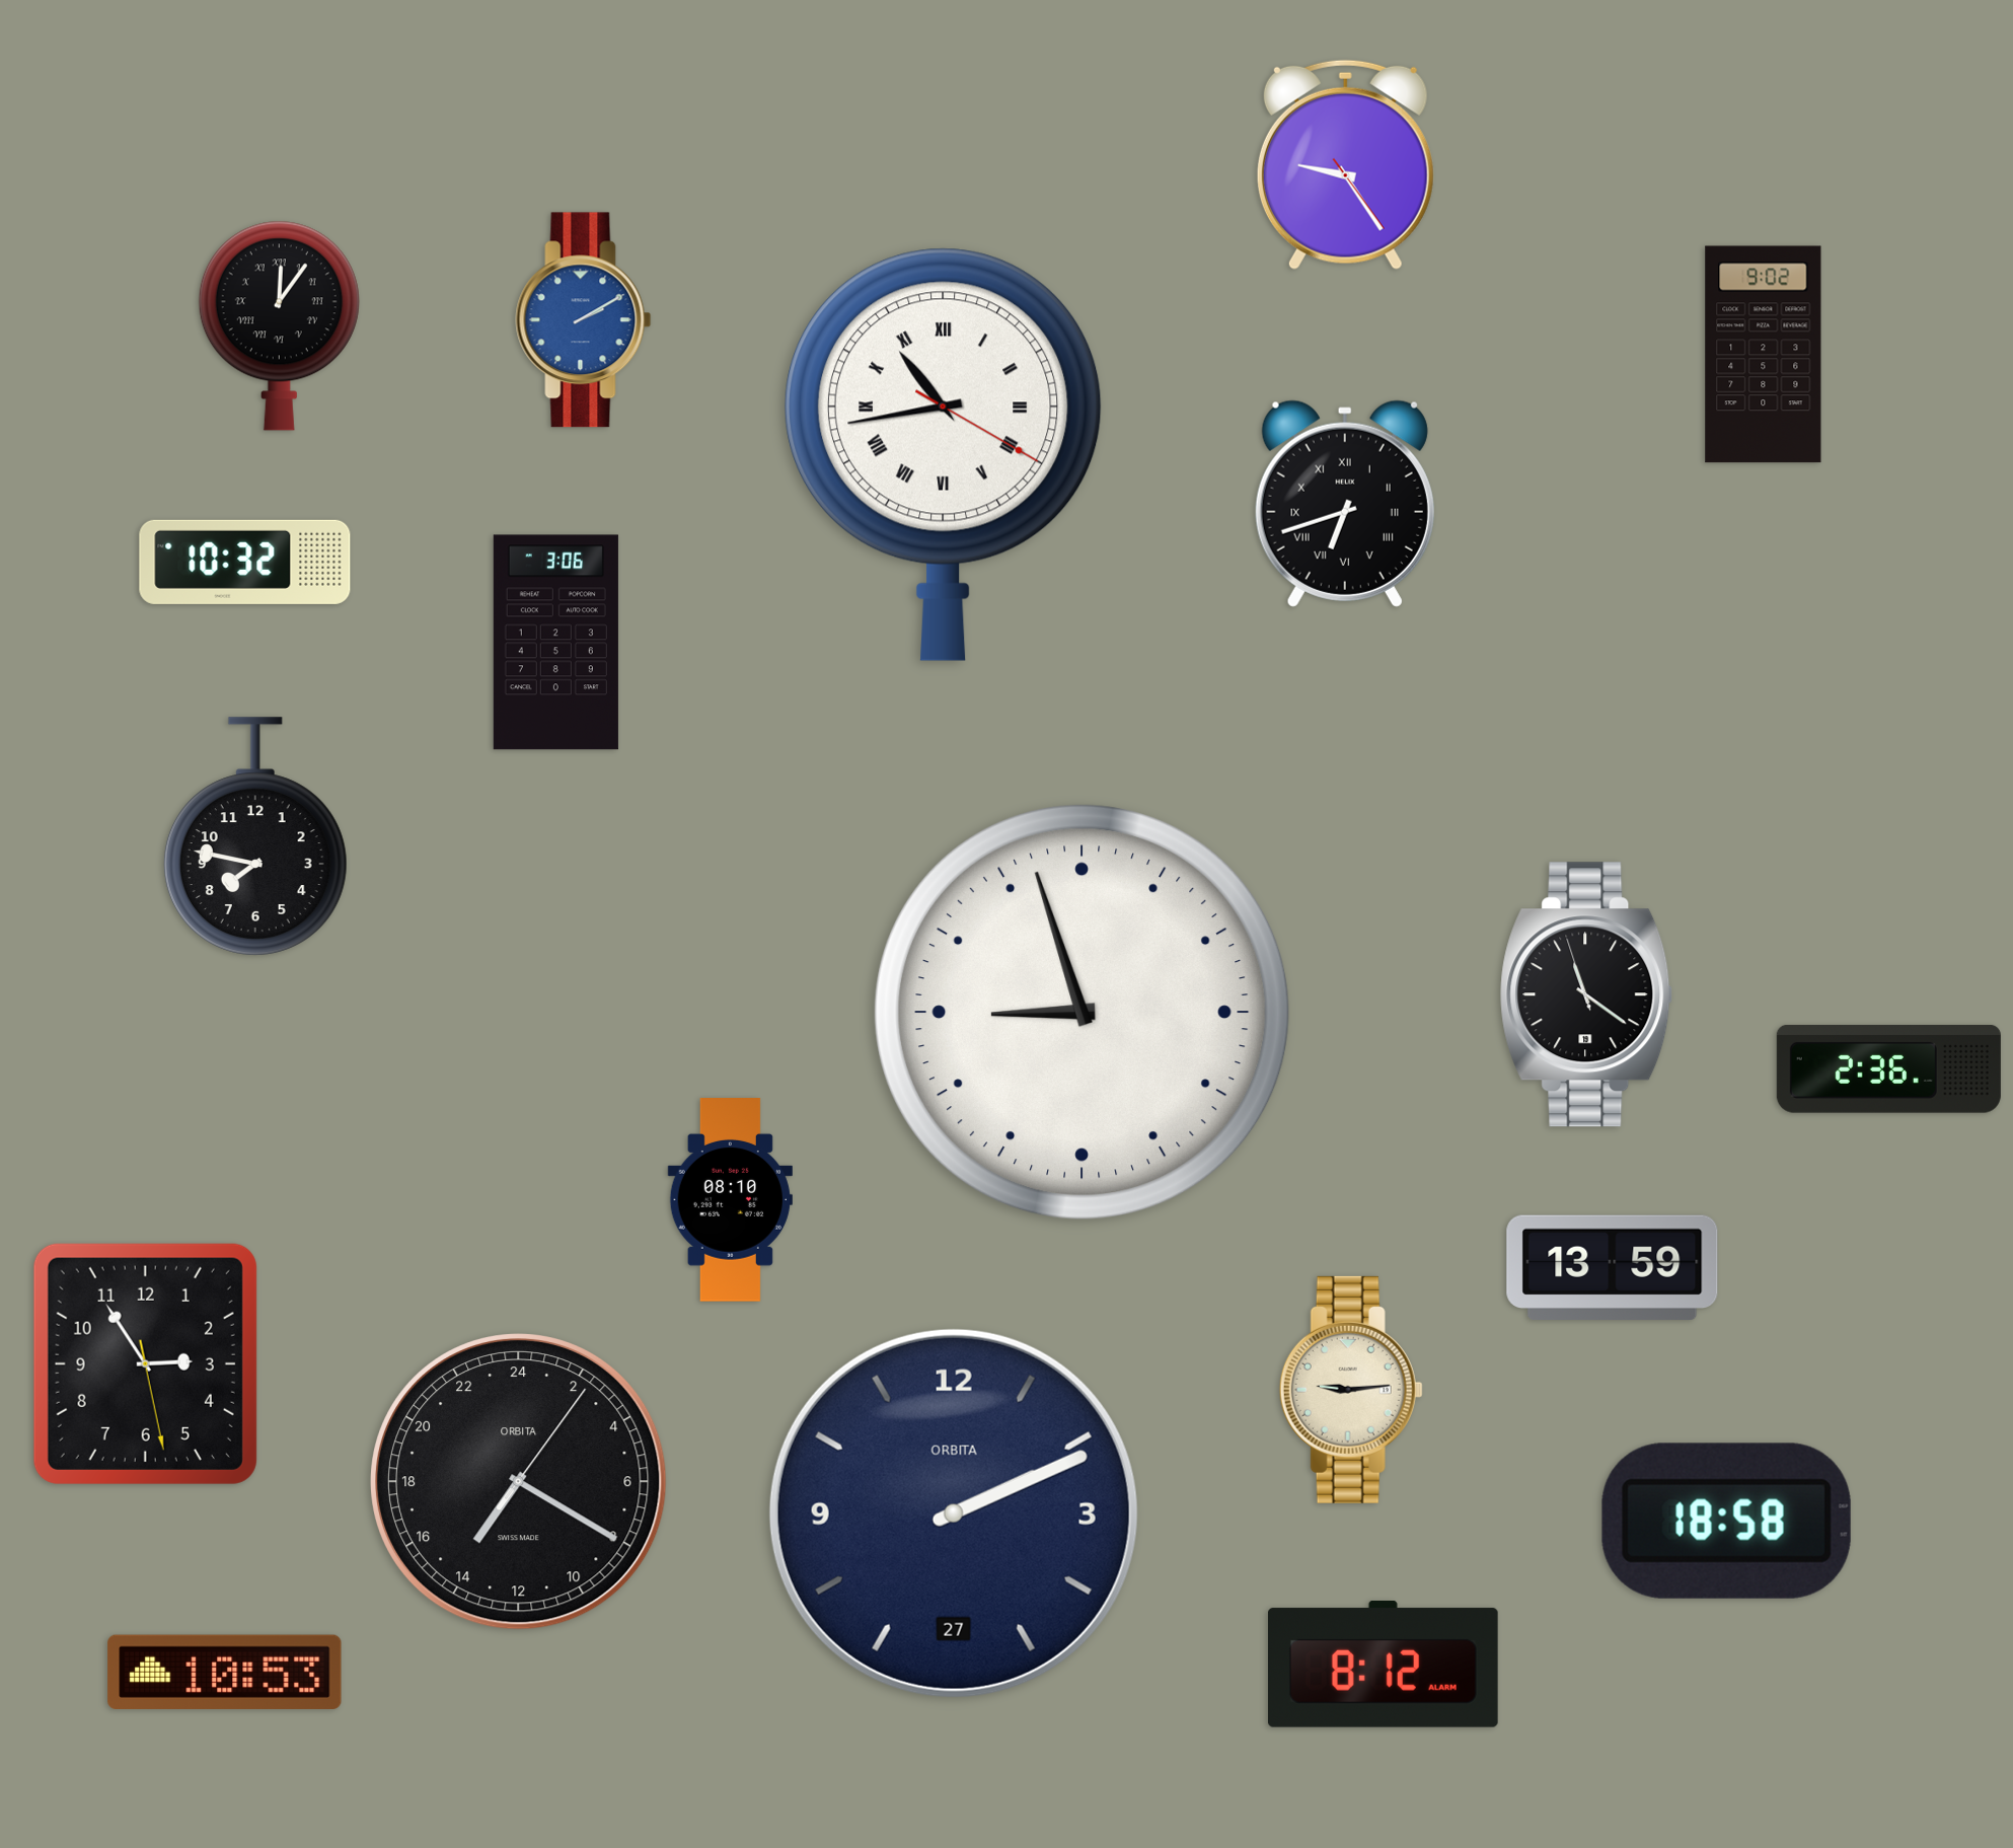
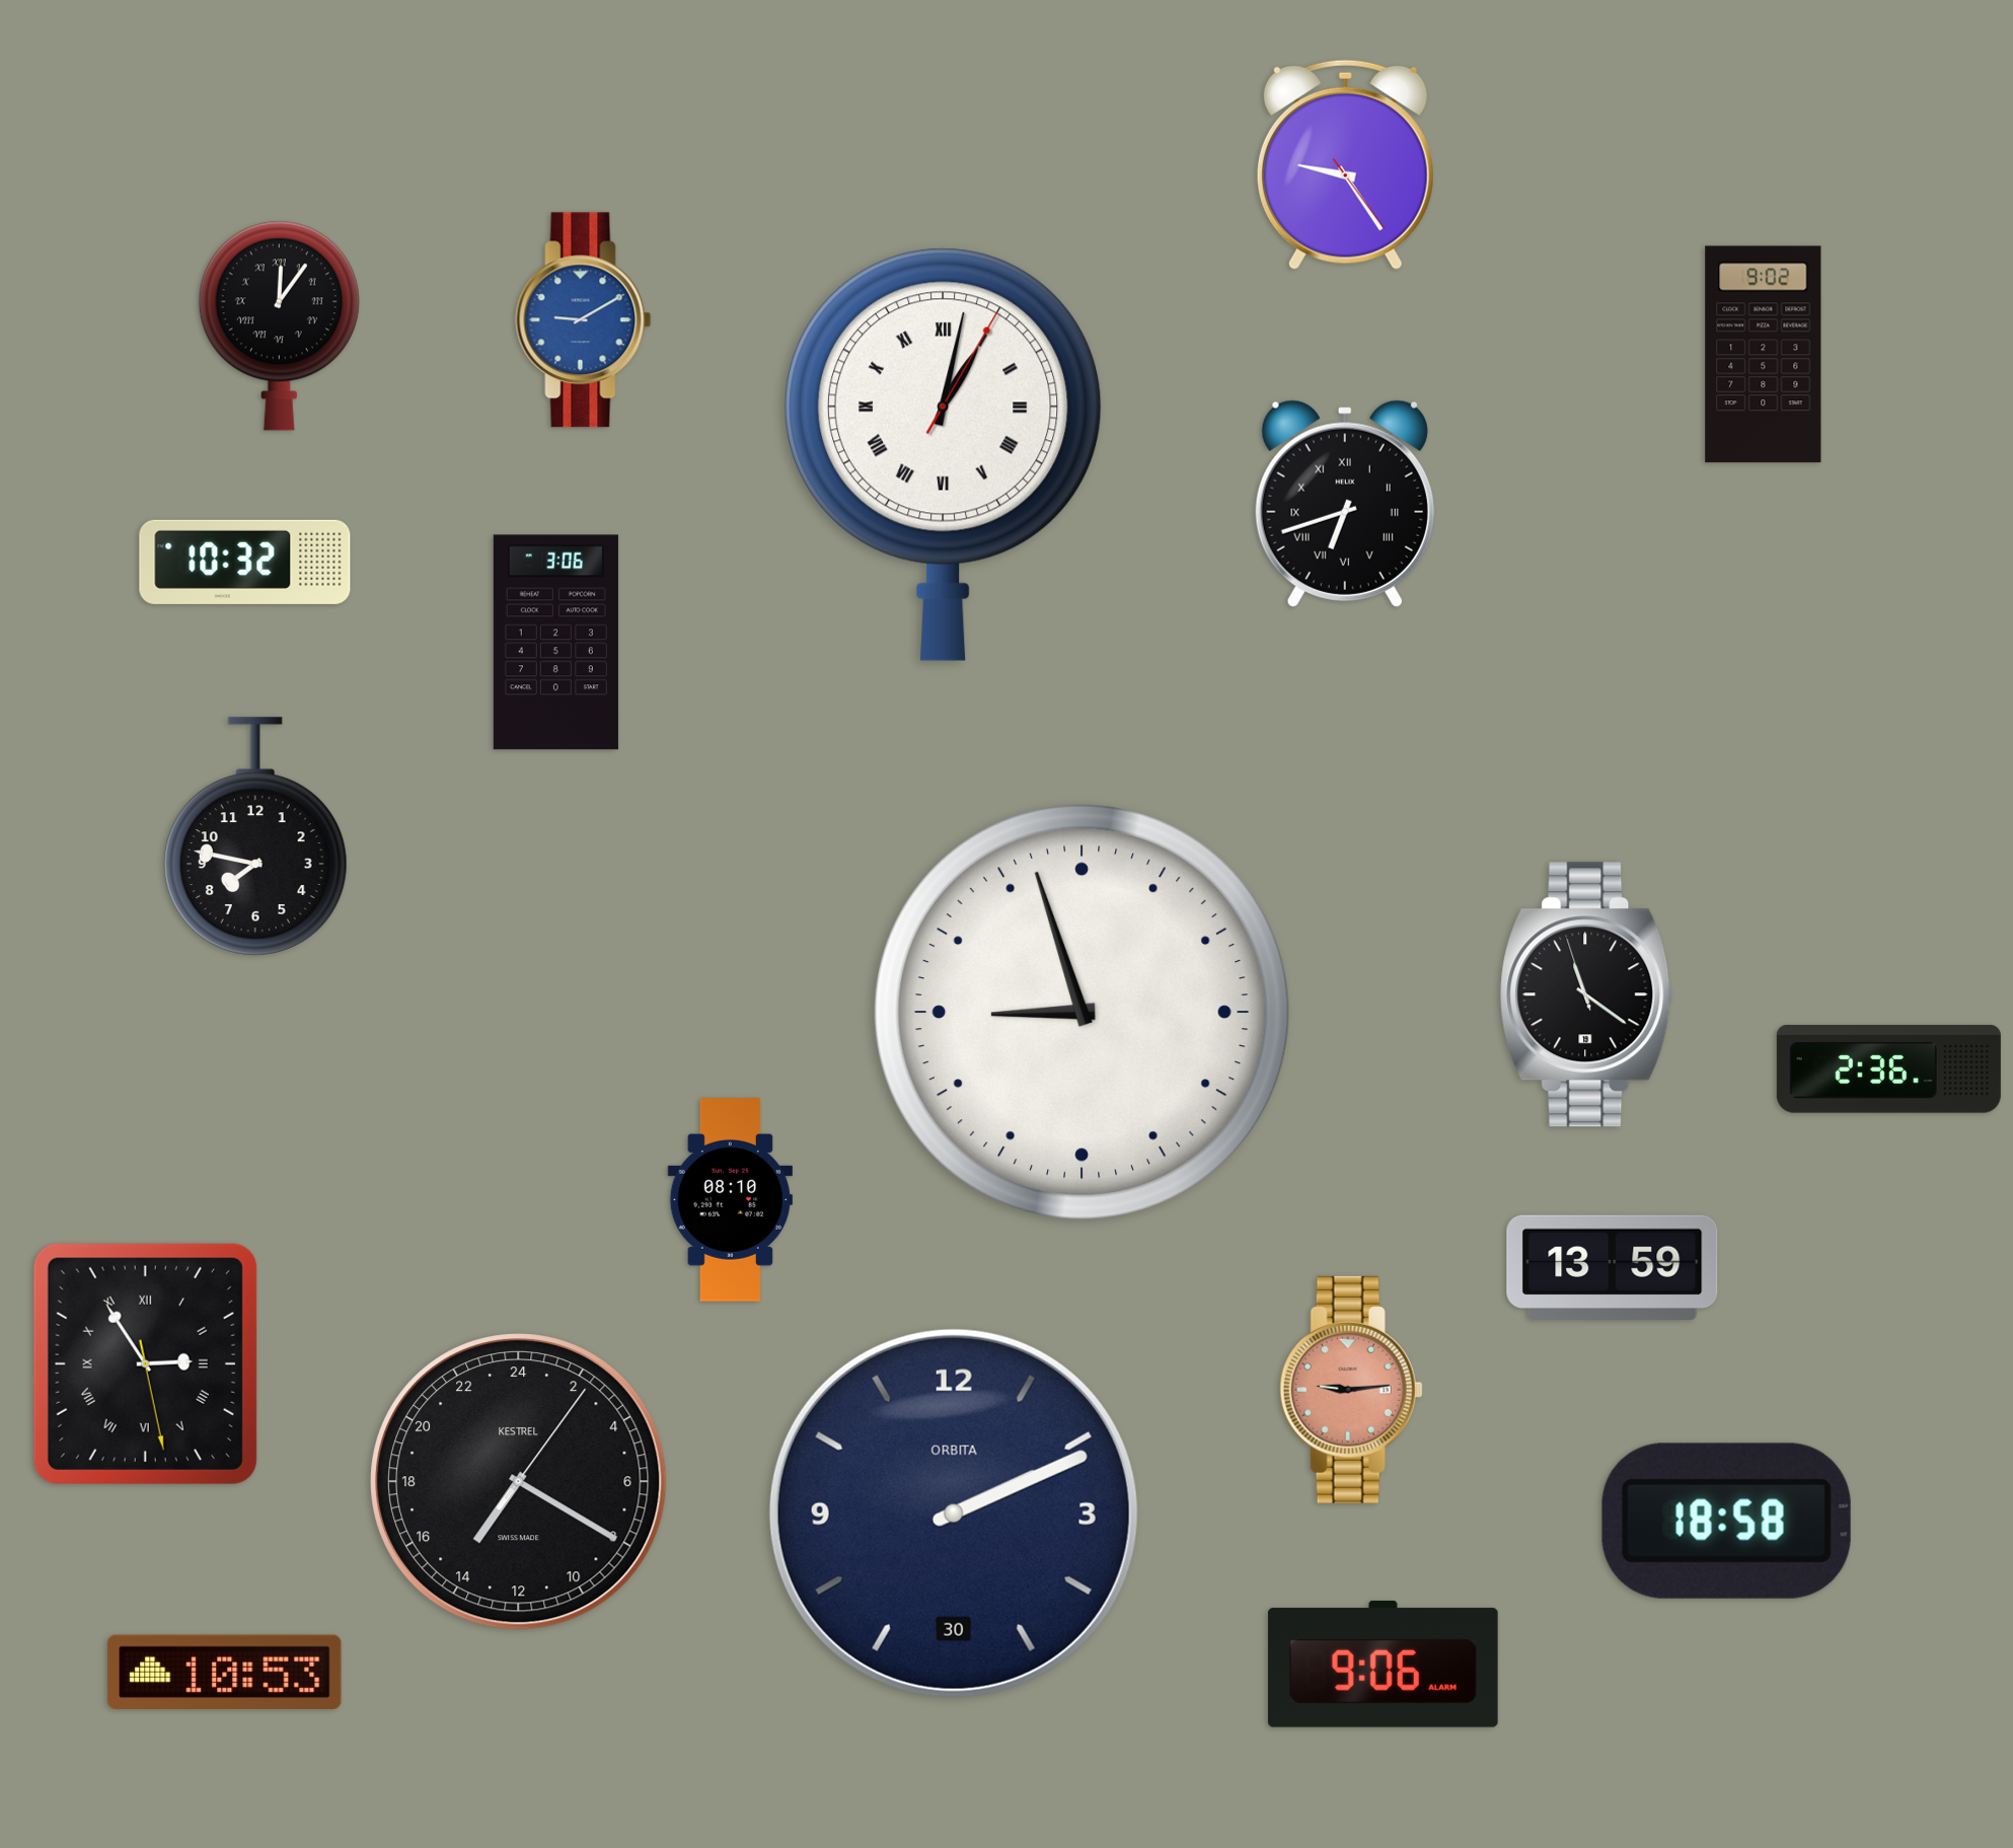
clock at (584, 320): 2:10 -> 9:10
clock at (944, 454): 10:43 -> 1:02
clock at (145, 1363) numerals: Arabic -> Roman
clock at (1351, 1390) dial: cream -> salmon
clock at (519, 1482) brand: ORBITA -> KESTREL
clock at (954, 1513) date: 27 -> 30
clock at (1384, 1664): 8:12 -> 9:06
